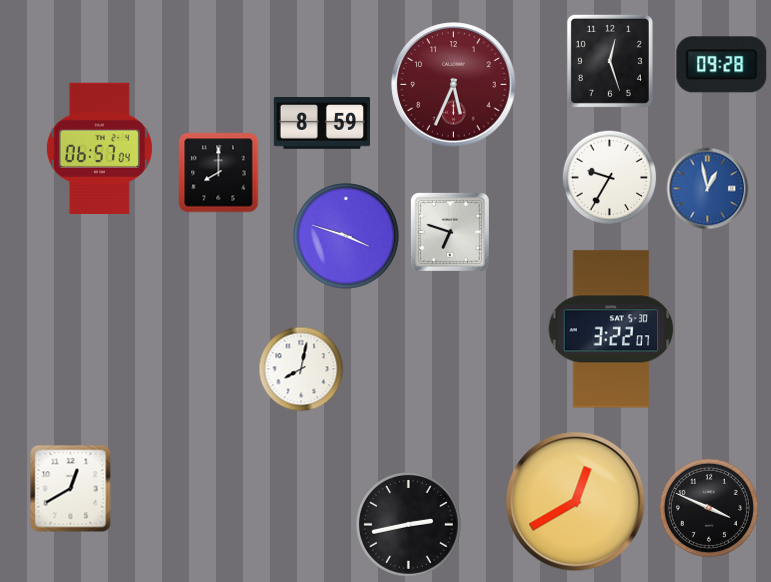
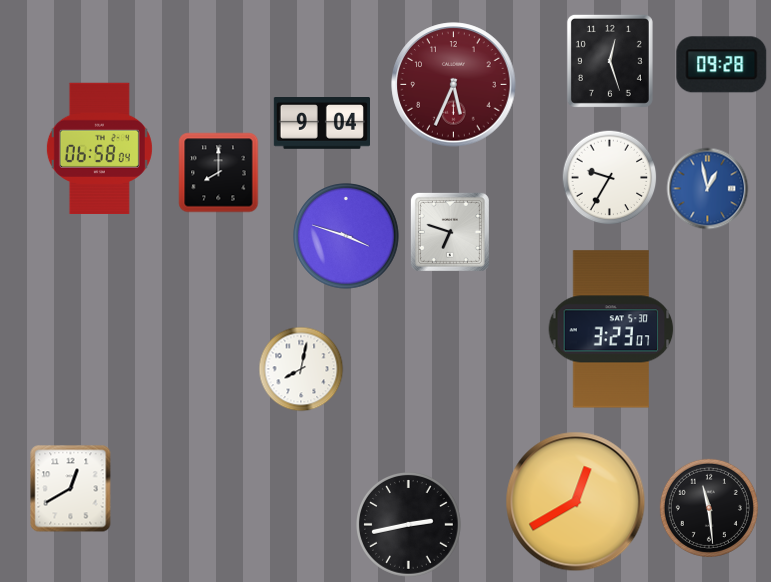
clock at (321, 123): 8:59 -> 9:04
clock at (99, 148): 06:57 -> 06:58
clock at (611, 329): 3:22 -> 3:23
clock at (709, 508): 3:49 -> 11:29
